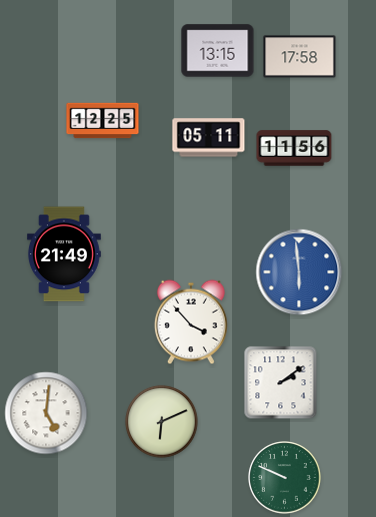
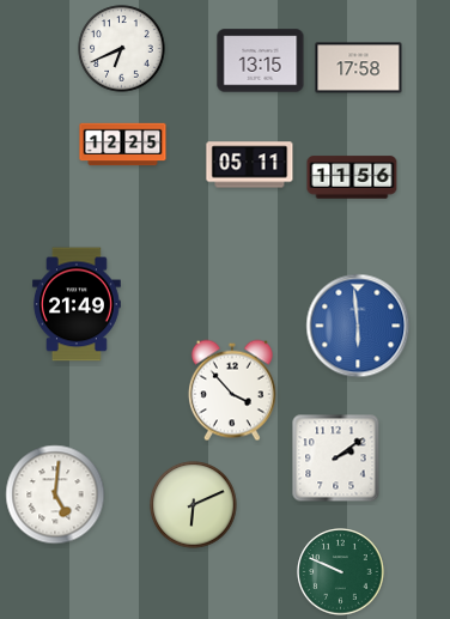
clock at (122, 49): none -> 6:41
clock at (191, 322) position: (191, 322) -> (232, 390)
